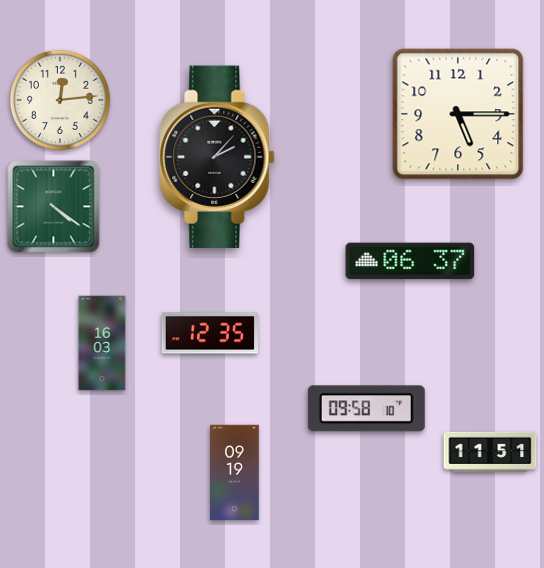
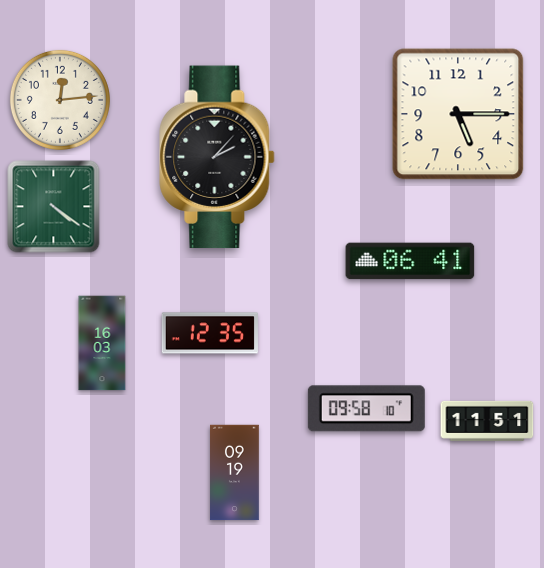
clock at (410, 261): 06:37 -> 06:41
clock at (490, 452) position: (490, 452) -> (487, 421)
